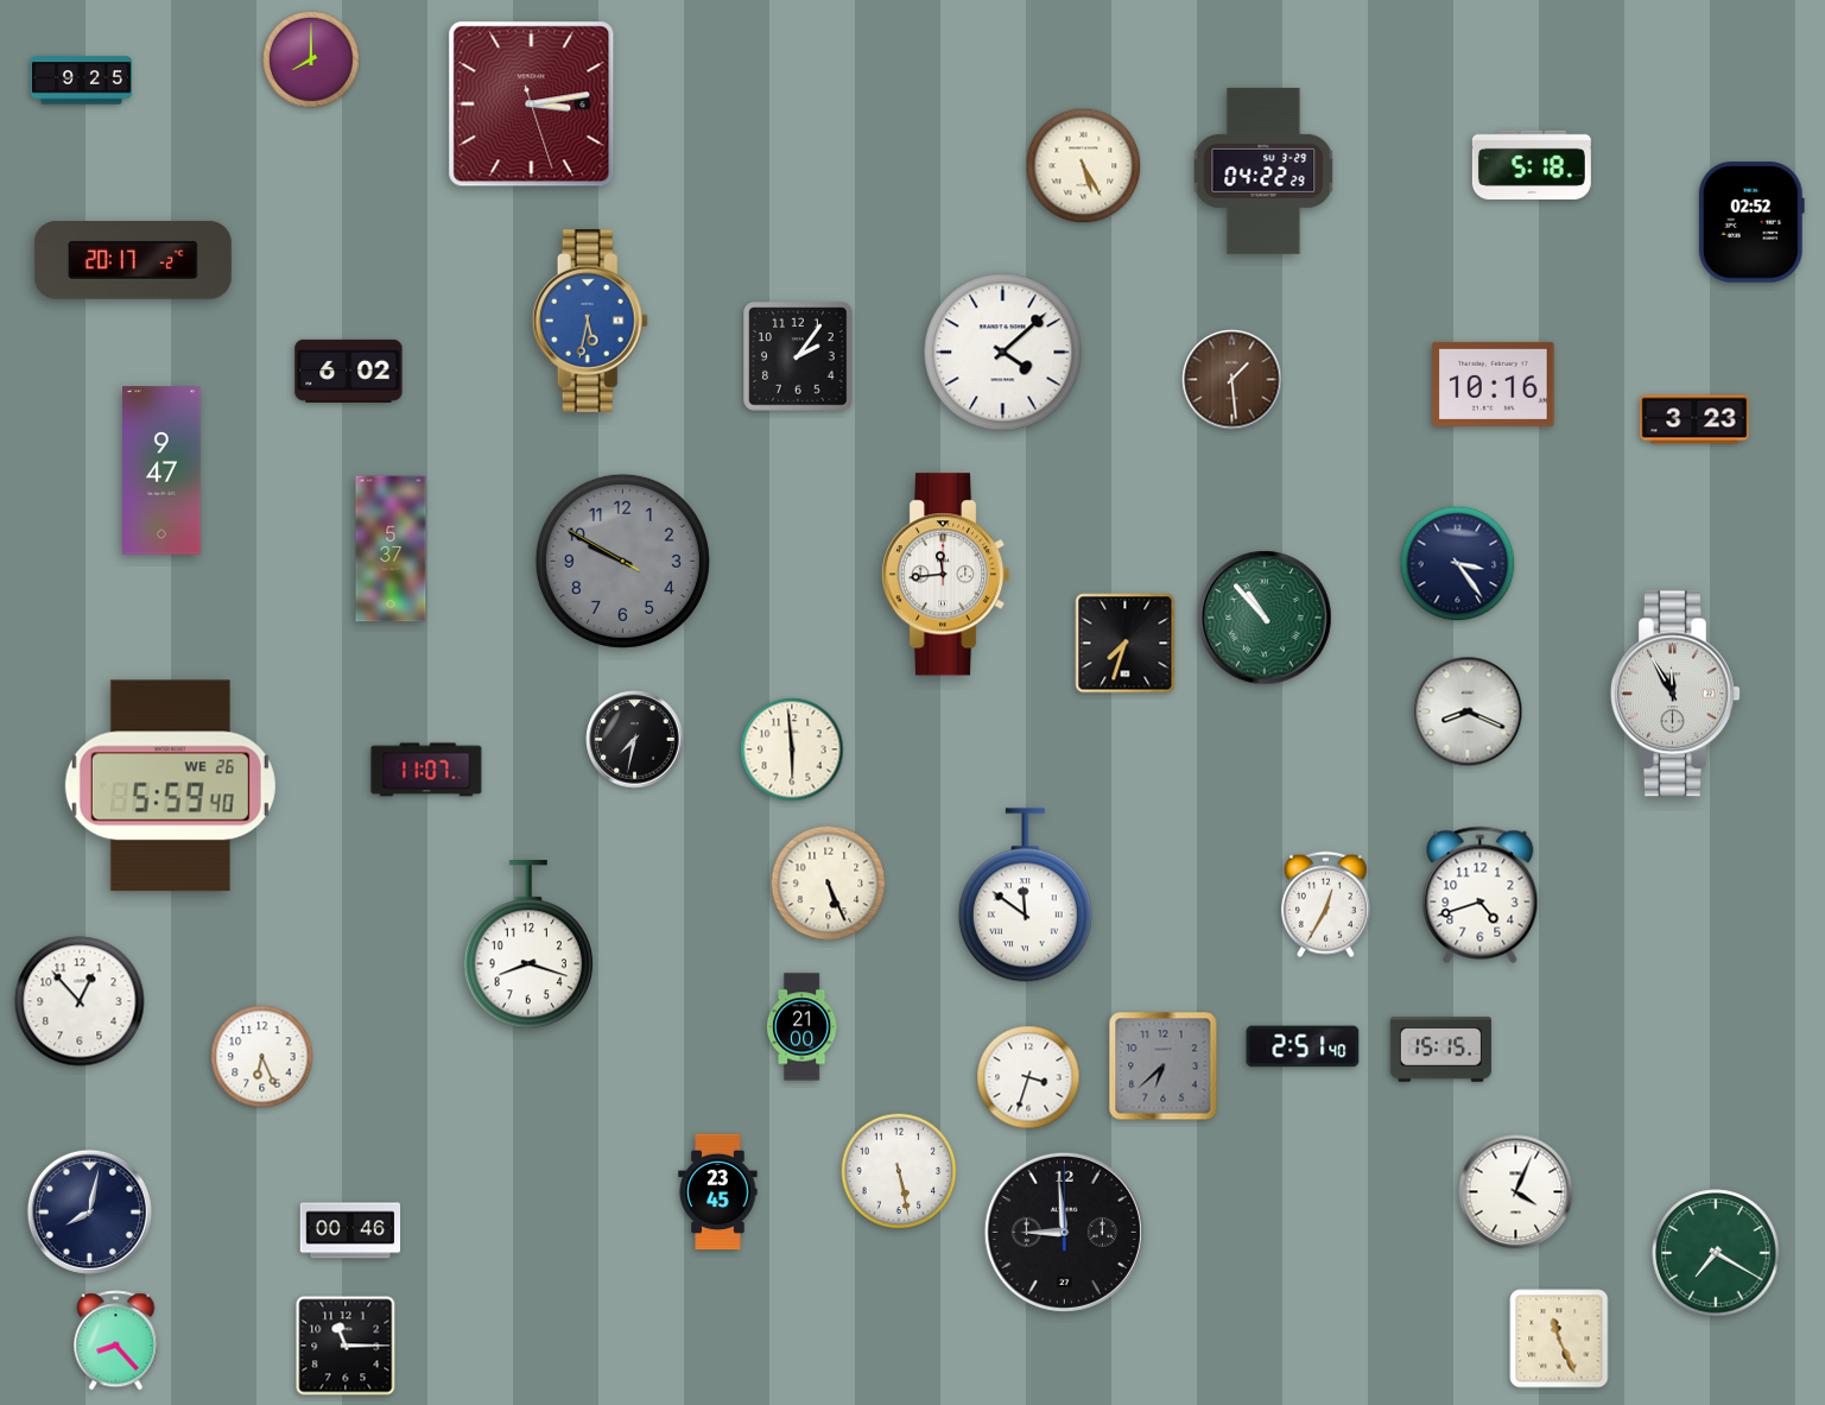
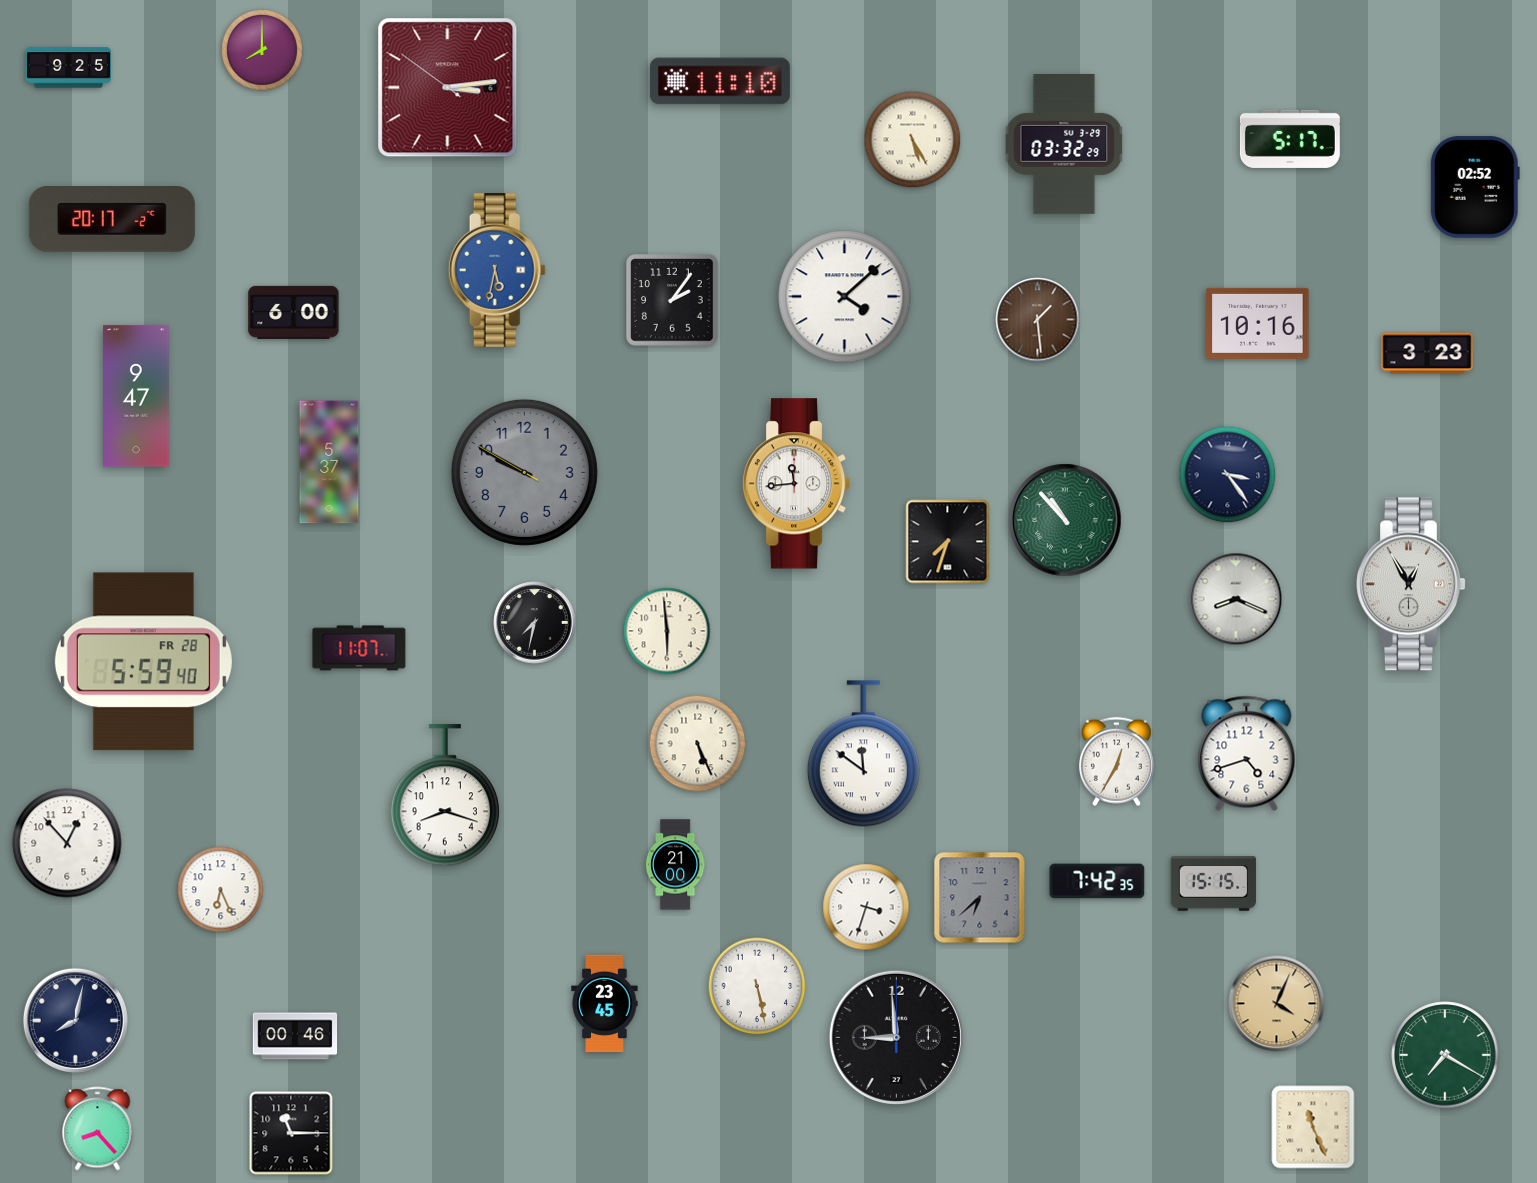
clock at (720, 81): none -> 11:10
clock at (532, 105): 3:13:27 -> 3:13:51
clock at (1532, 165): 5:18 -> 5:17
clock at (1263, 171): 04:22 -> 03:32
clock at (349, 371): 6:02 -> 6:00
clock at (1677, 694): 11:55 -> 12:55
clock at (170, 786) date: WE 26 -> FR 28
clock at (1303, 1046): 2:51 -> 7:42
clock at (1516, 1192) dial: white -> champagne
